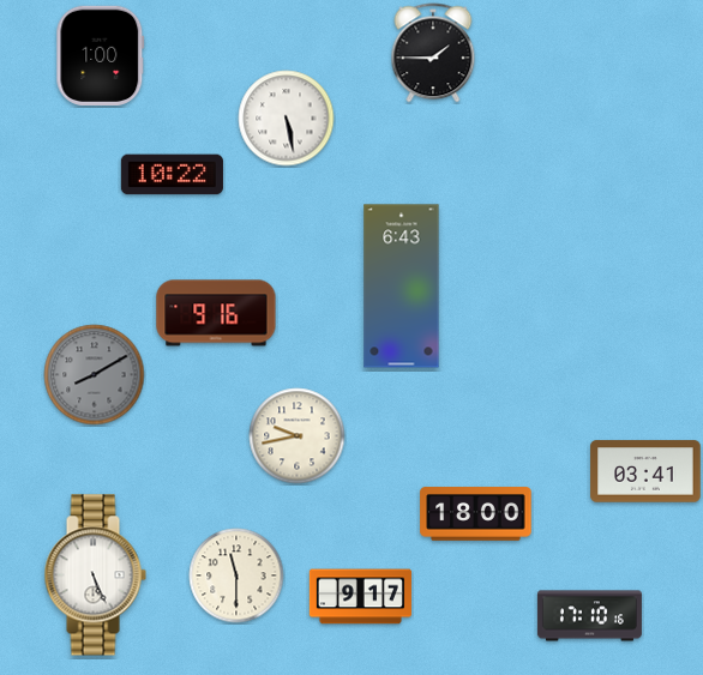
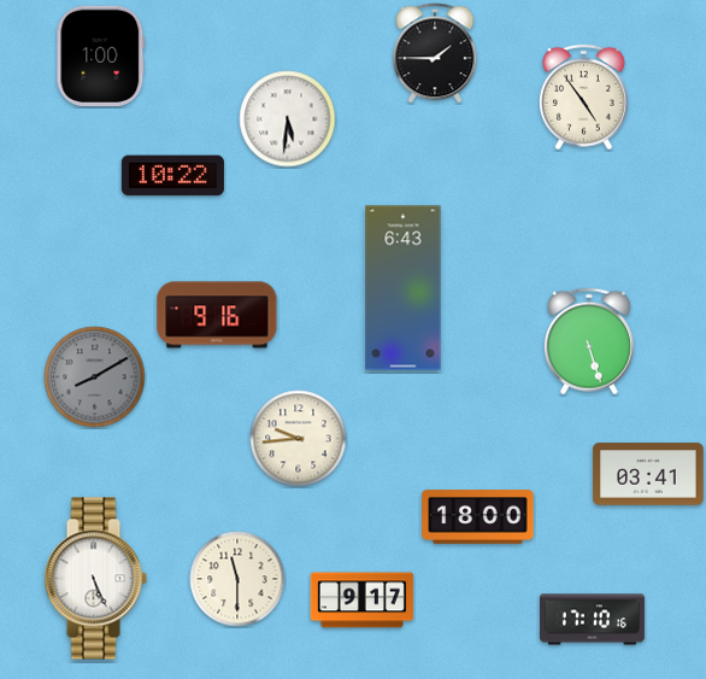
clock at (583, 98): none -> 4:54
clock at (287, 119): 5:28 -> 5:31
clock at (589, 341): none -> 5:27
clock at (298, 436): 9:43 -> 9:44
